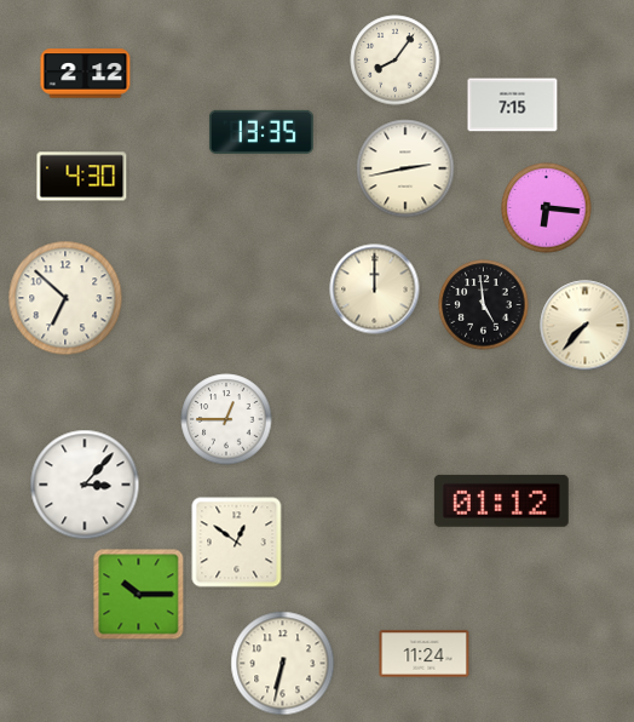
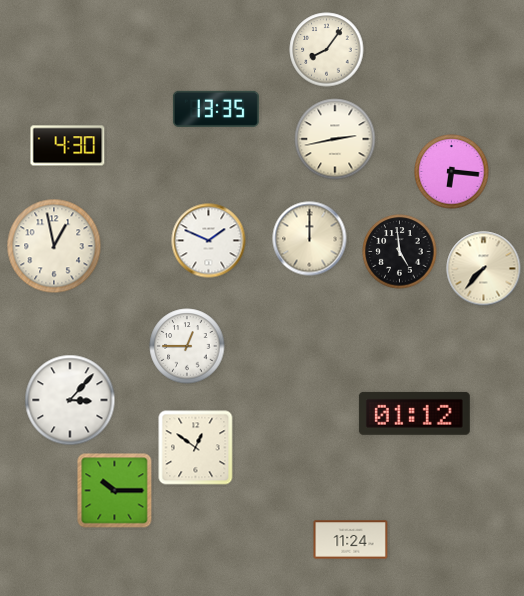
clock at (86, 74): 2:12 -> none
clock at (513, 105): 7:15 -> none
clock at (209, 241): none -> 1:49
clock at (65, 298): 6:52 -> 12:58
clock at (283, 664): 6:32 -> none
